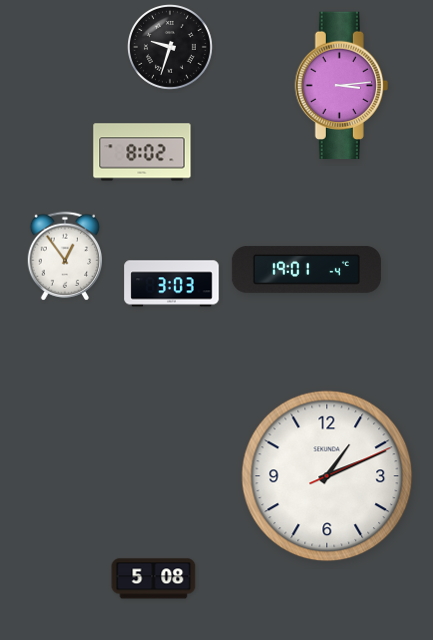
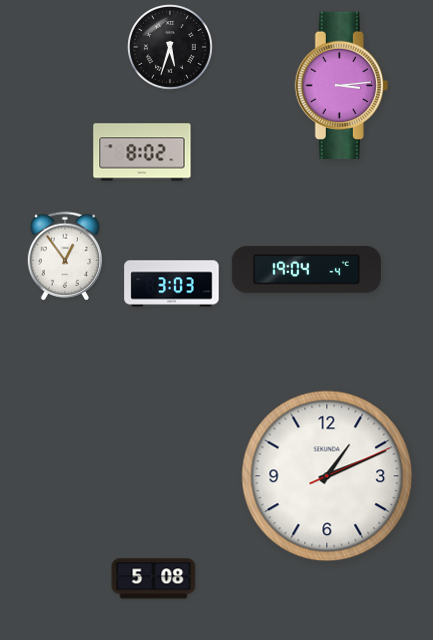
clock at (171, 48): 9:33 -> 5:33
clock at (306, 269): 19:01 -> 19:04
